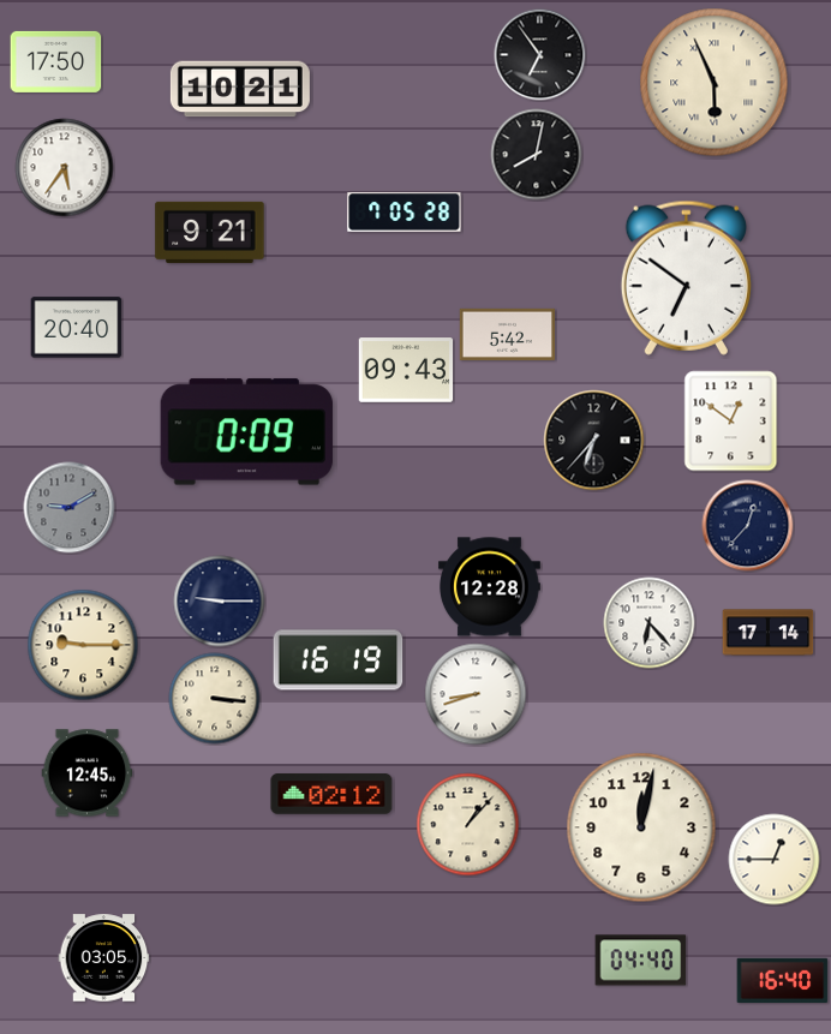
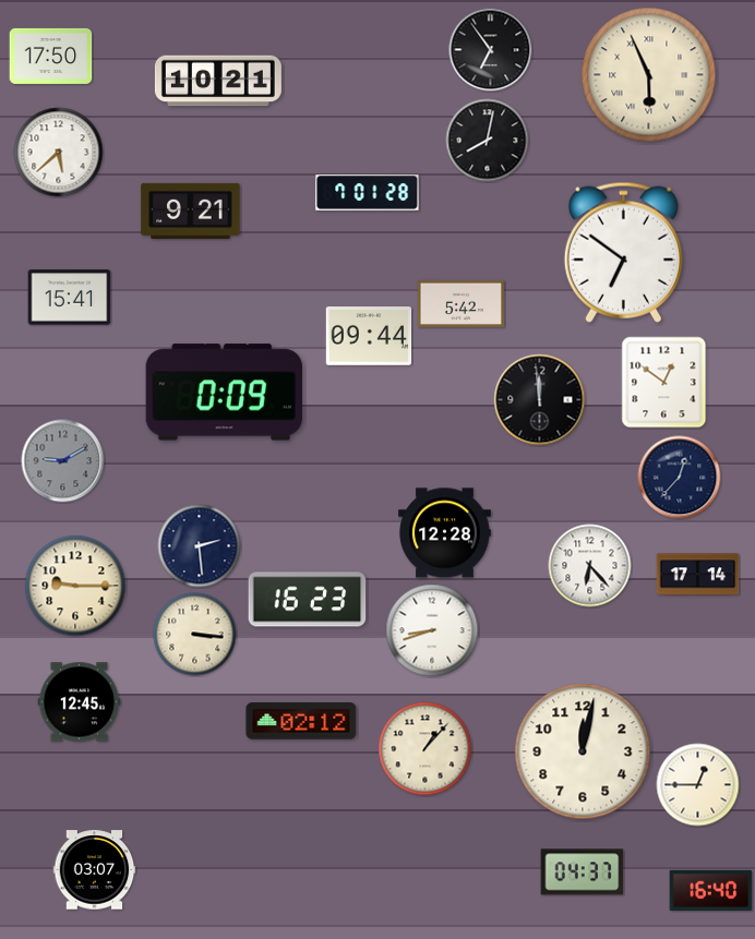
clock at (65, 168): 5:36 -> 5:38
clock at (405, 213): 7:05 -> 7:01
clock at (77, 328): 20:40 -> 15:41
clock at (406, 370): 09:43 -> 09:44
clock at (594, 441): 6:37 -> 11:59
clock at (220, 602): 9:15 -> 2:29
clock at (339, 661): 16:19 -> 16:23
clock at (775, 860) position: (775, 860) -> (698, 785)
clock at (104, 958): 03:05 -> 03:07
clock at (641, 961): 04:40 -> 04:37
